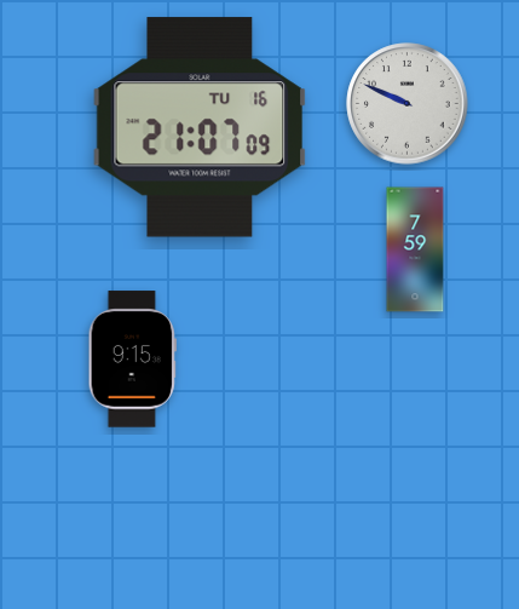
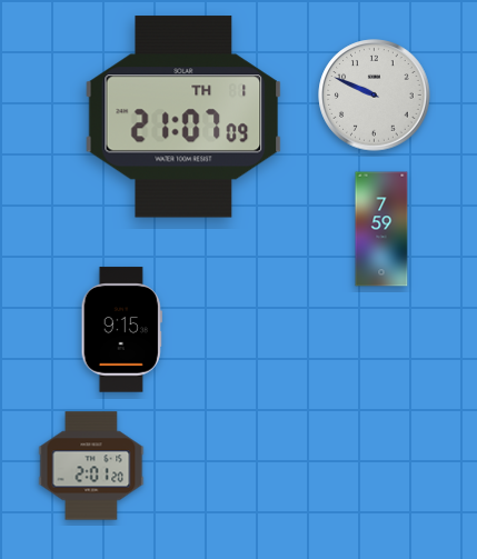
clock at (200, 127) date: TU 16 -> TH 1
clock at (91, 466): none -> 2:01
